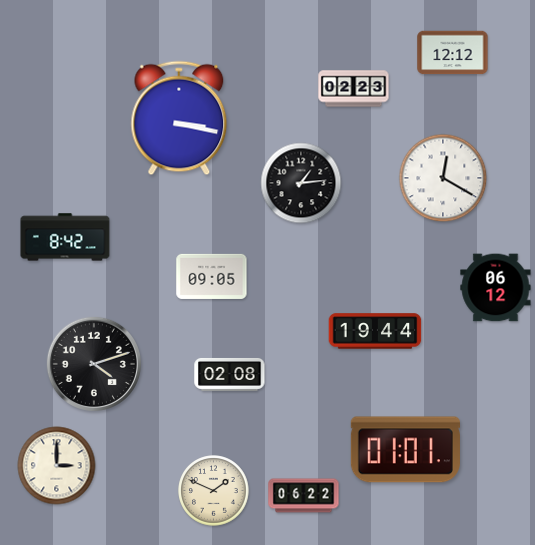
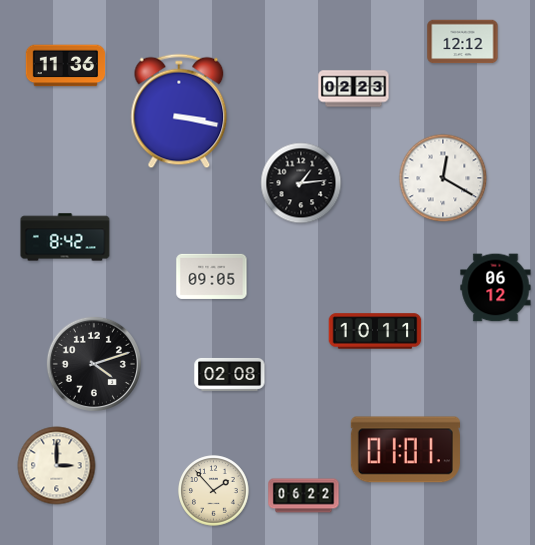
clock at (453, 53) position: (453, 53) -> (463, 42)
clock at (66, 66): none -> 11:36
clock at (179, 118) position: (179, 118) -> (179, 111)
clock at (375, 331): 19:44 -> 10:11
clock at (214, 491): 1:49 -> 1:53
